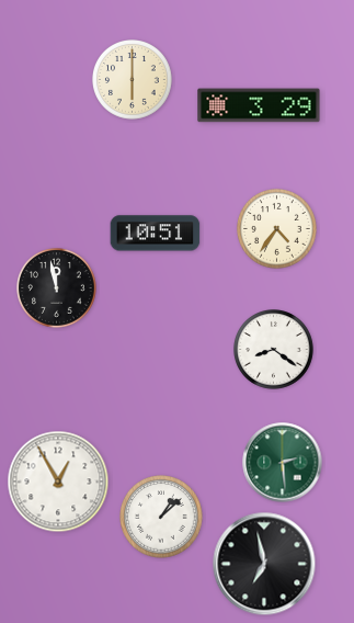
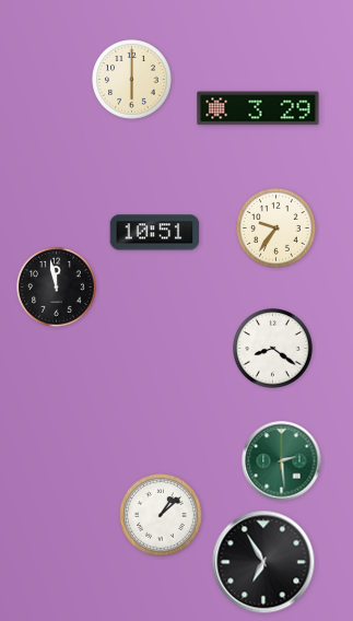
clock at (259, 105) position: (259, 105) -> (258, 108)
clock at (277, 229): 4:36 -> 9:36
clock at (58, 482): 12:55 -> none
clock at (264, 564): 6:58 -> 6:55
